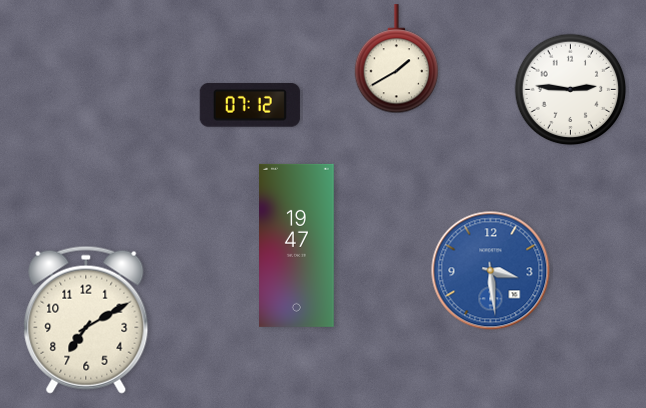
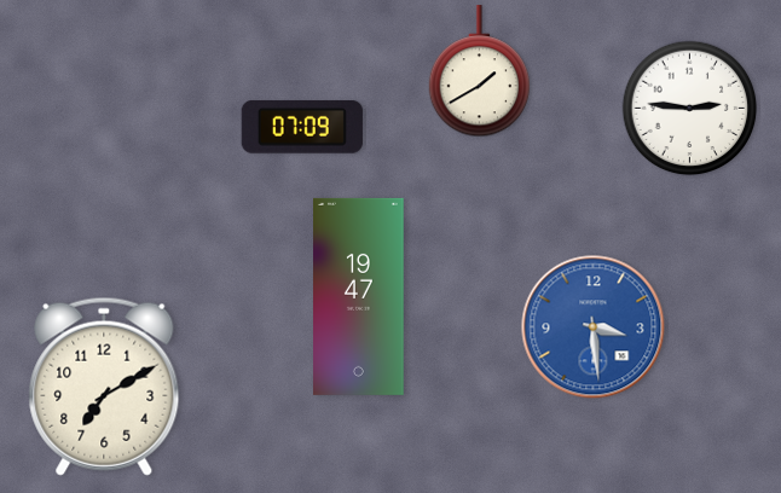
clock at (250, 106): 07:12 -> 07:09
